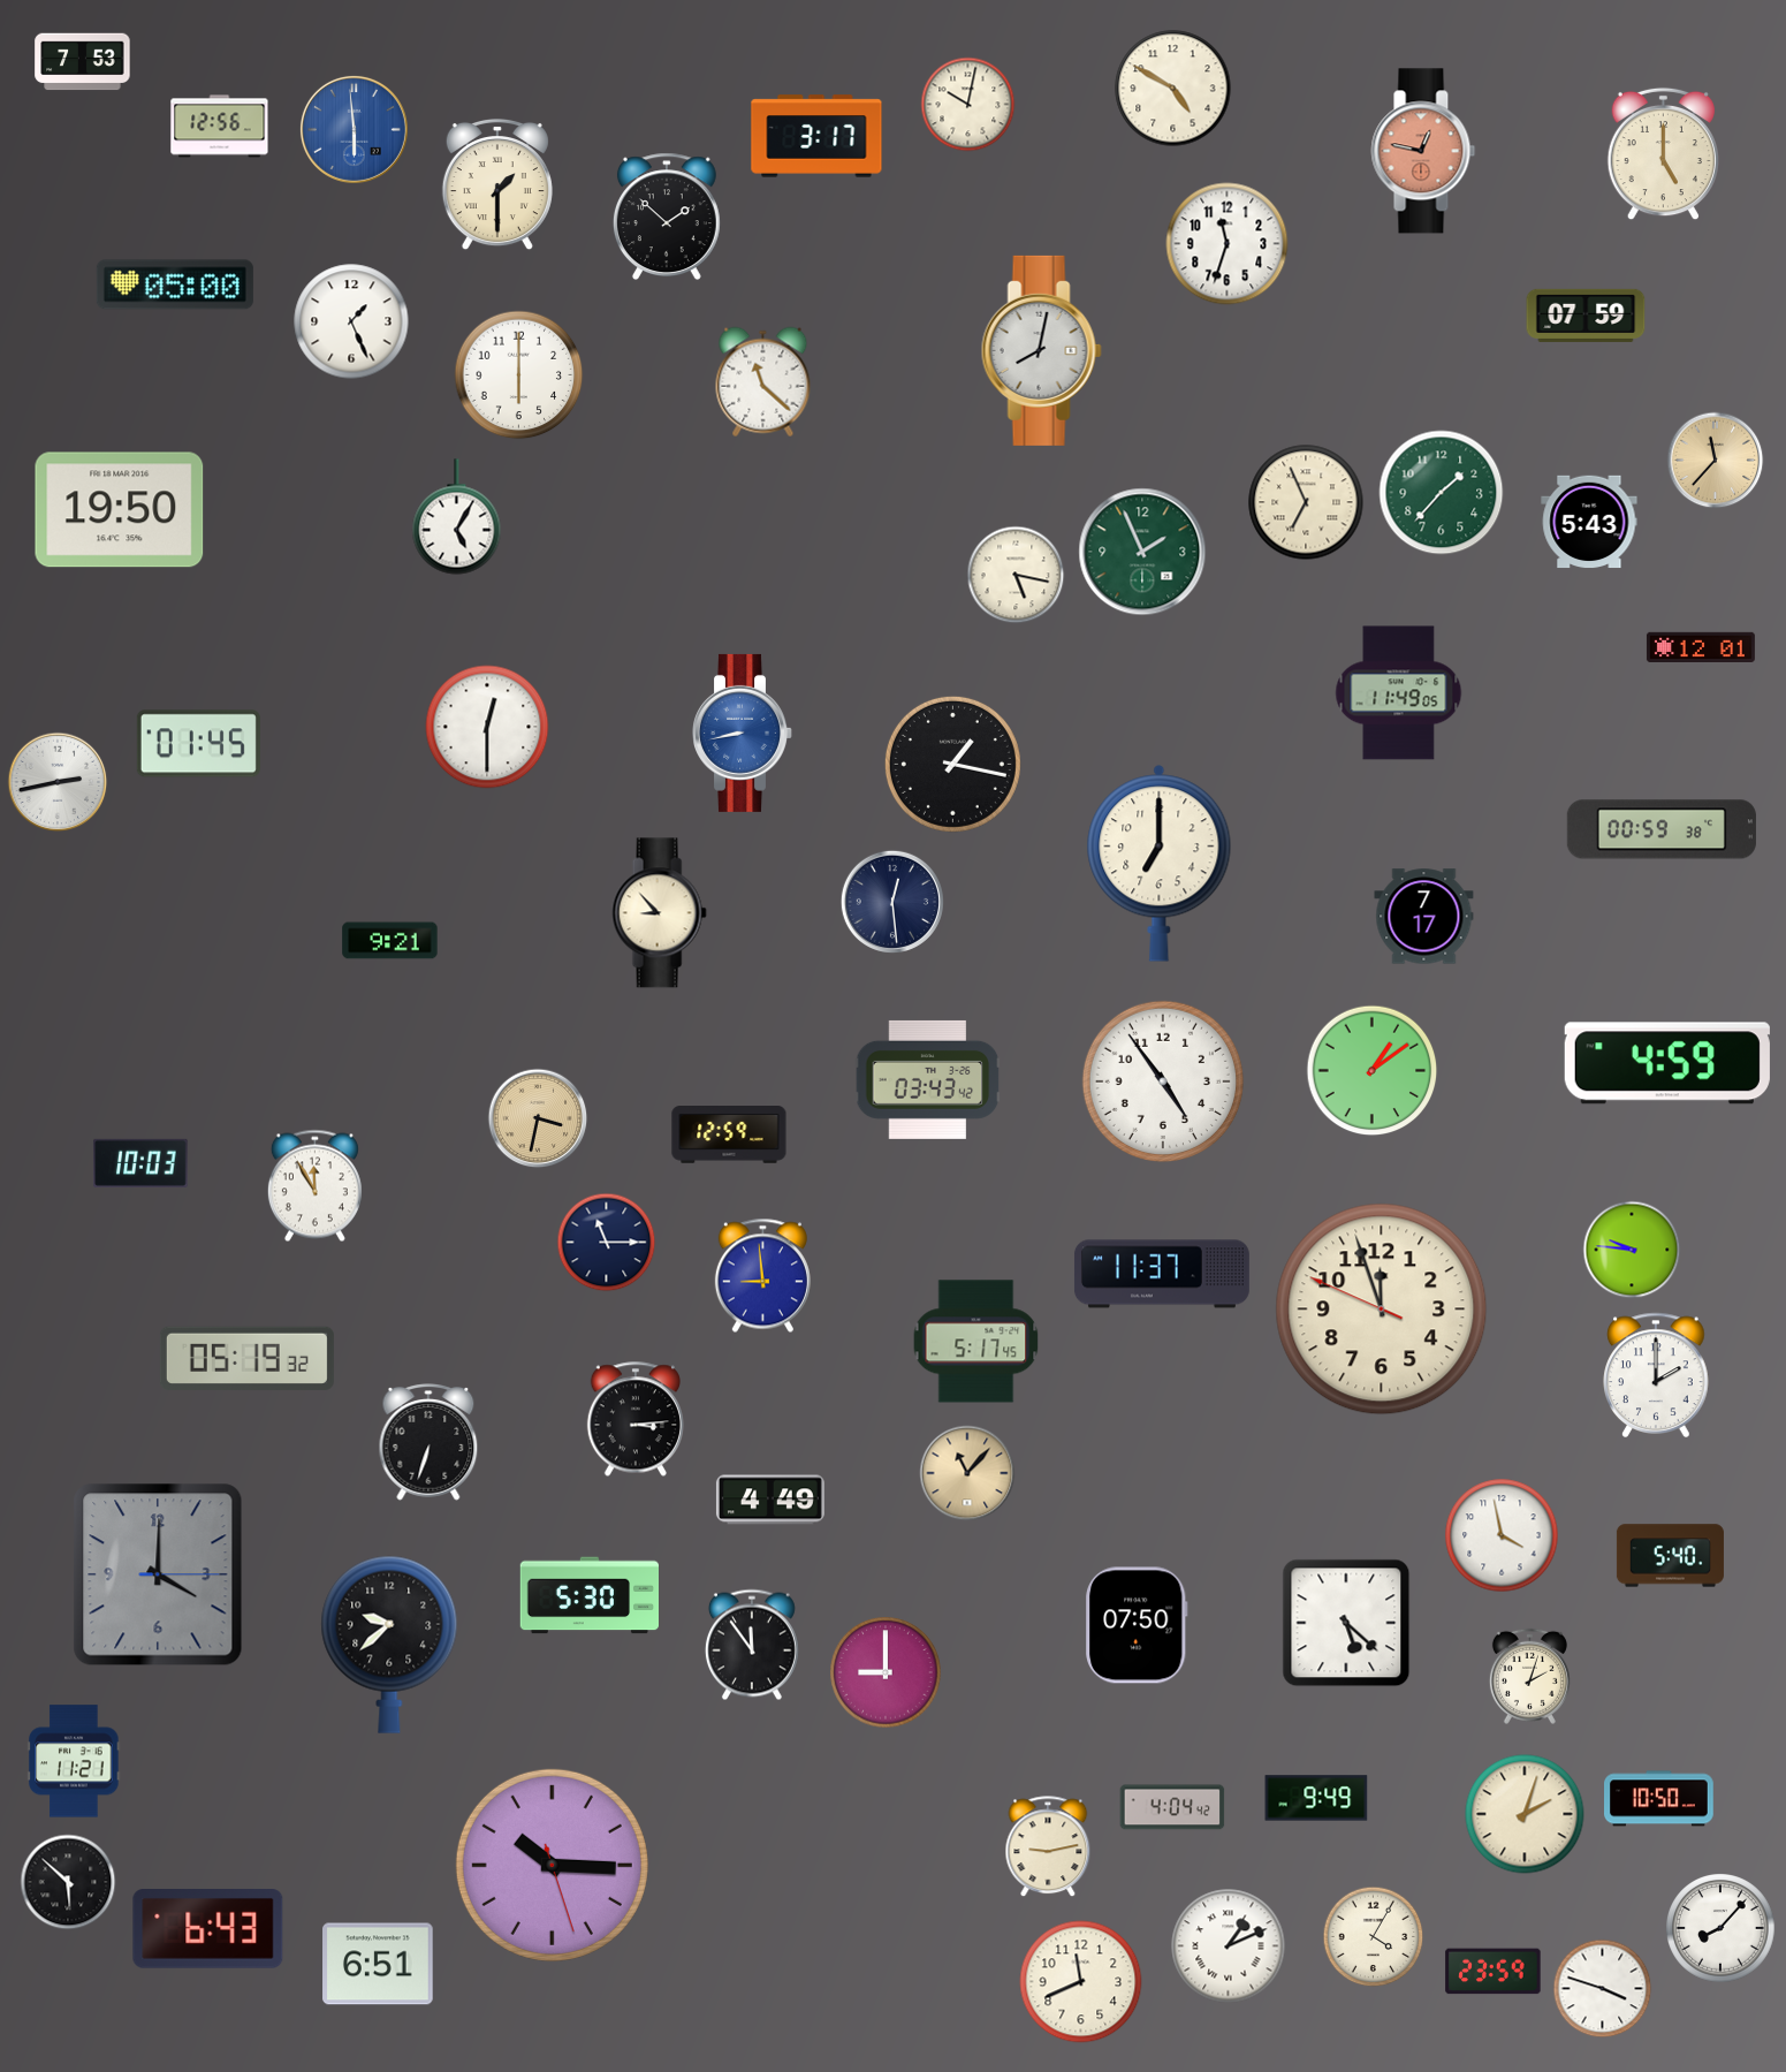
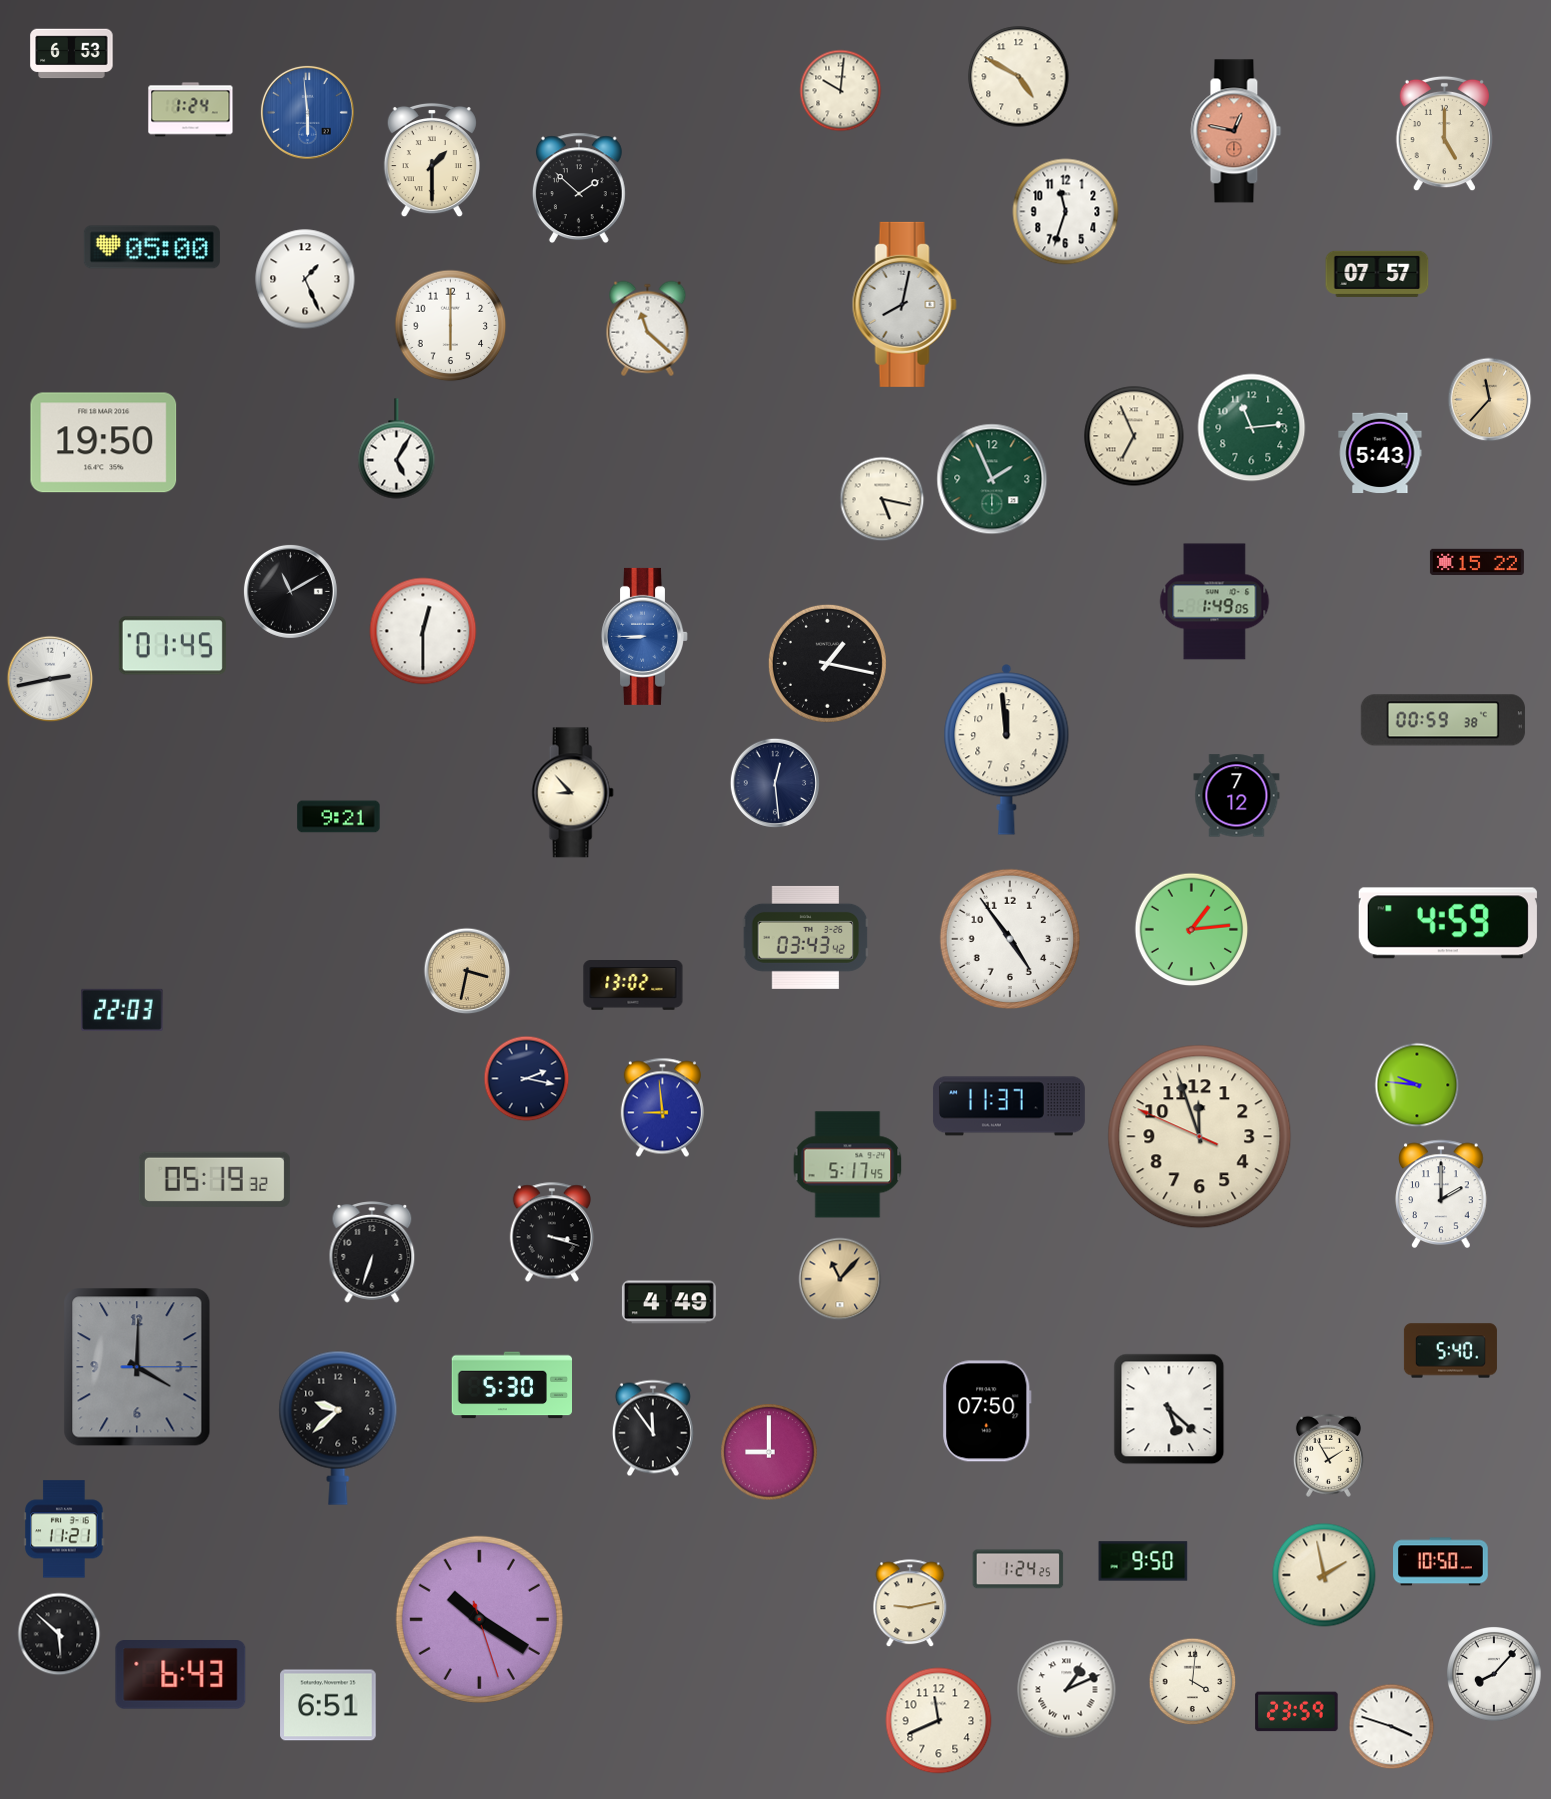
clock at (83, 62): 7:53 -> 6:53
clock at (968, 105): 10:02 -> 10:01
clock at (220, 127): 12:56 -> 1:24
clock at (816, 136): 3:17 -> none
clock at (1586, 316): 07:59 -> 07:57
clock at (763, 382) position: (763, 382) -> (648, 329)
clock at (1442, 493): 1:37 -> 11:14
clock at (1701, 646): 12:01 -> 15:22
clock at (290, 591): none -> 11:10
clock at (1399, 693): 11:49 -> 1:49
clock at (743, 733): 8:43 -> 8:45
clock at (1160, 864): 7:00 -> 11:59
clock at (1424, 917): 7:17 -> 7:12
clock at (1373, 1071): 1:09 -> 1:14
clock at (729, 1136): 12:59 -> 13:02
clock at (140, 1163): 10:03 -> 22:03
clock at (314, 1186): 11:55 -> none
clock at (607, 1243): 11:15 -> 2:17
clock at (1656, 1375) position: (1656, 1375) -> (1441, 1194)
clock at (634, 1419): 3:14 -> 3:18
clock at (1502, 1535): 3:58 -> none
clock at (1529, 1676): 2:03 -> 1:55
clock at (1316, 1798): 9:49 -> 9:50
clock at (1172, 1807): 4:04 -> 1:24
clock at (1525, 1814): 2:03 -> 1:58
clock at (552, 1865): 10:15 -> 10:20
clock at (1374, 1937): 4:05 -> 4:01
